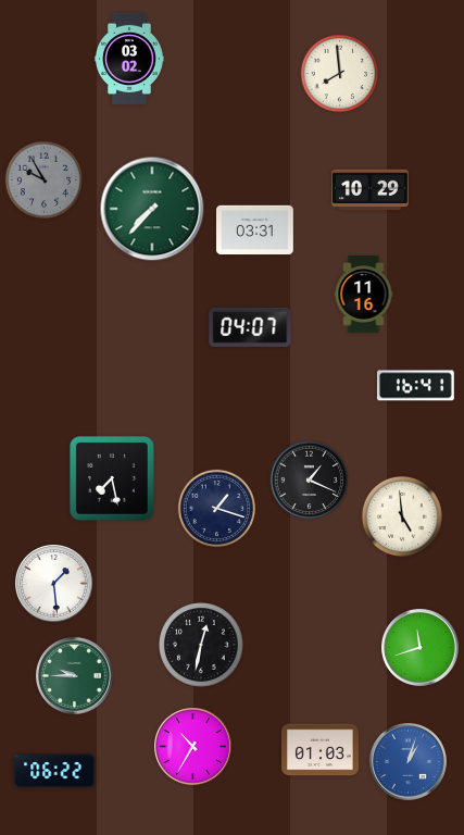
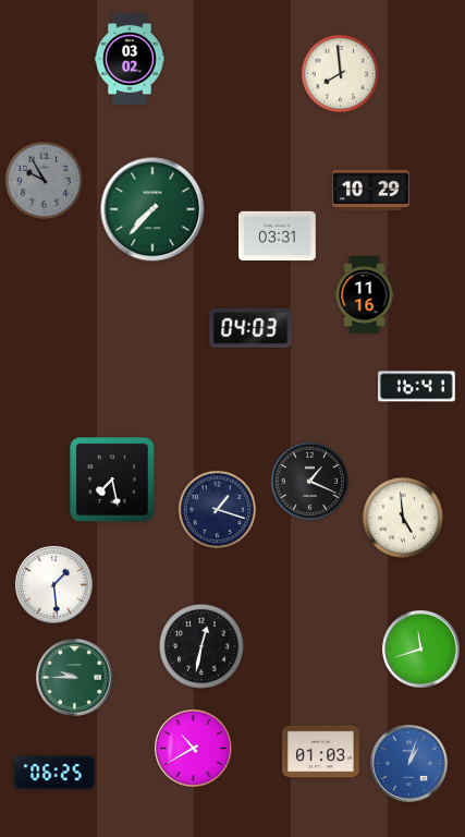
clock at (255, 230) position: (255, 230) -> (278, 236)
clock at (250, 327): 04:07 -> 04:03
clock at (193, 747): 10:35 -> 10:40
clock at (54, 771): 06:22 -> 06:25
